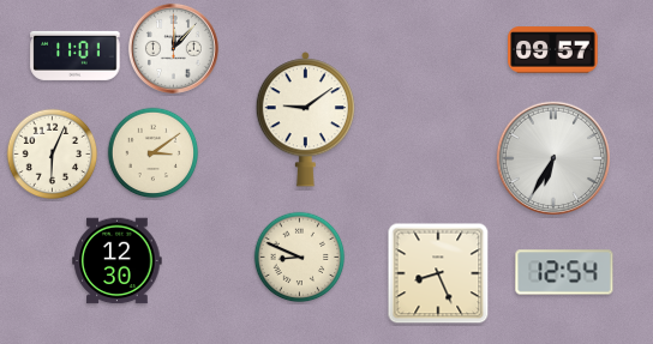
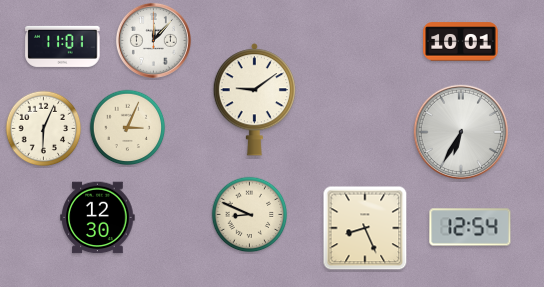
clock at (173, 48) position: (173, 48) -> (153, 40)
clock at (553, 50): 09:57 -> 10:01
clock at (154, 153): 3:09 -> 3:04
